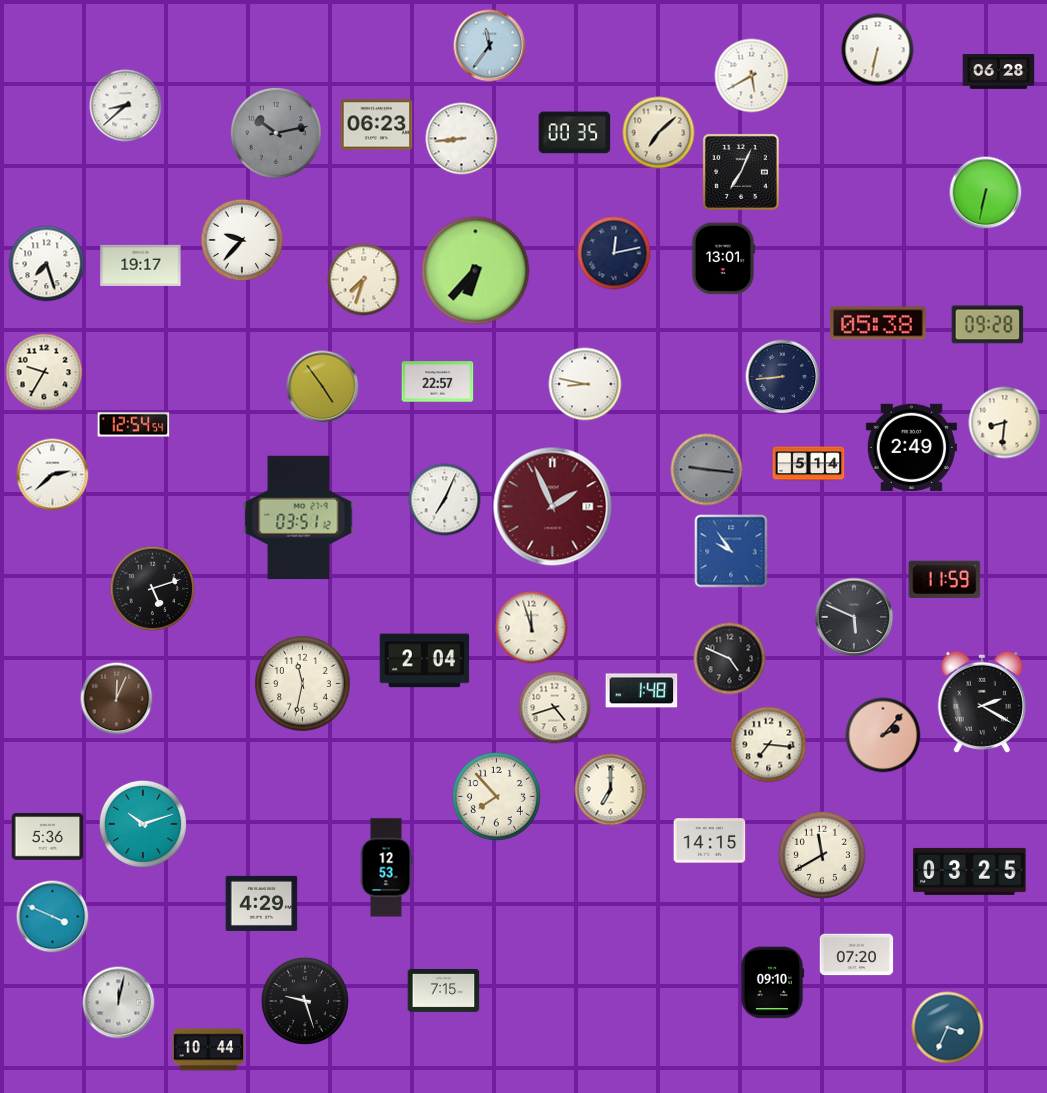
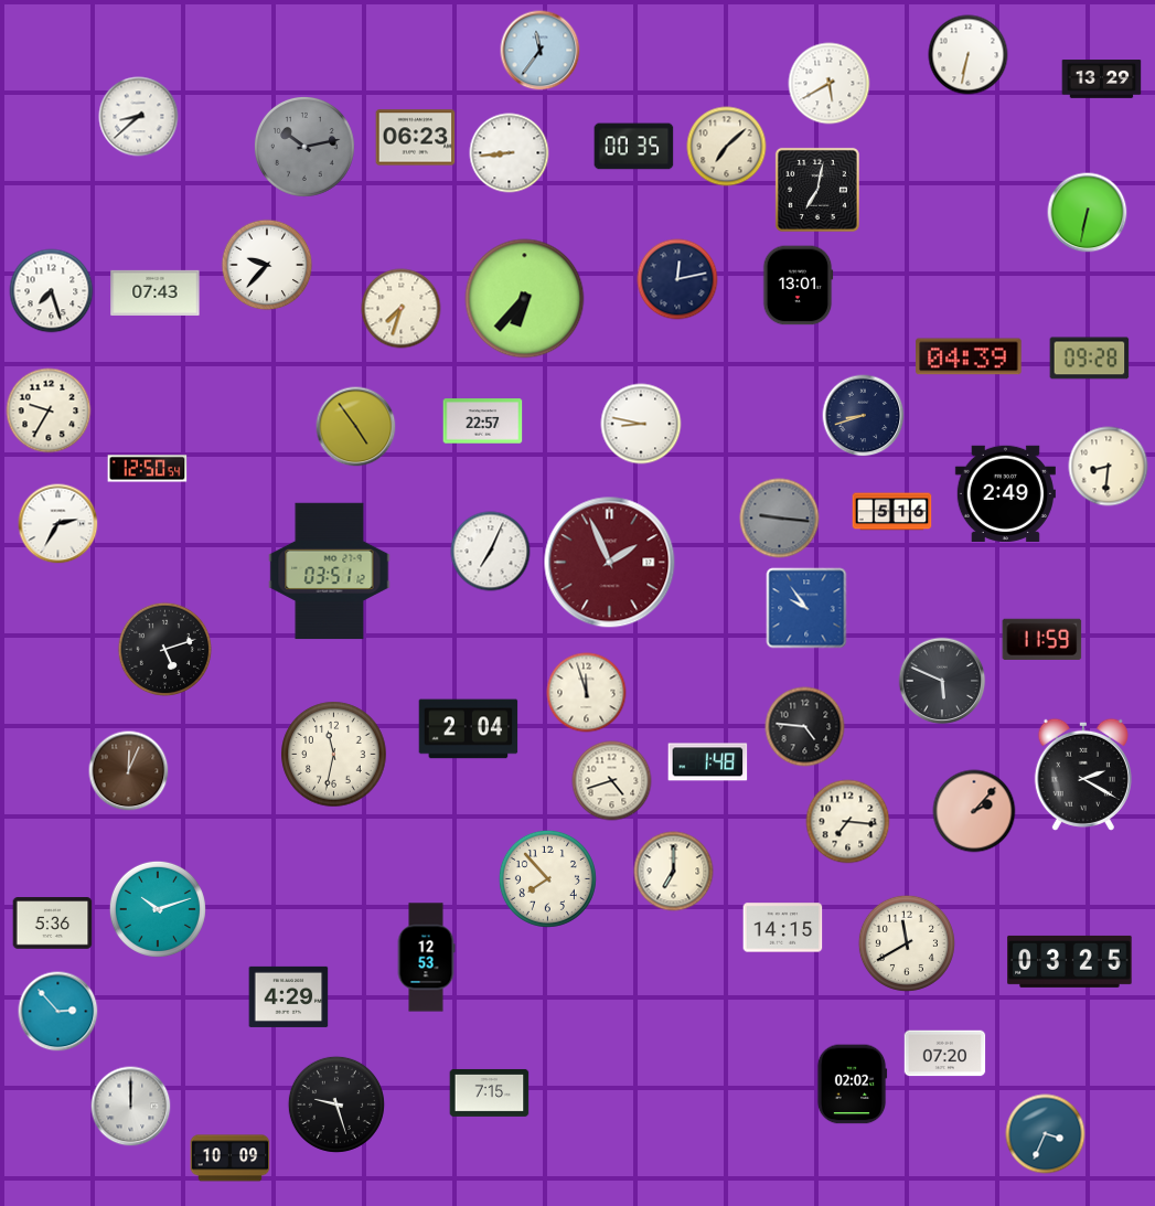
clock at (999, 72): 06:28 -> 13:29
clock at (741, 172): 7:04 -> 7:02
clock at (141, 265): 19:17 -> 07:43
clock at (878, 323): 05:38 -> 04:39
clock at (783, 377): 8:44 -> 8:42
clock at (585, 384) position: (585, 384) -> (641, 424)
clock at (134, 425): 12:54 -> 12:50
clock at (809, 464): 5:14 -> 5:16
clock at (53, 475): 2:38 -> 2:35
clock at (553, 507) position: (553, 507) -> (610, 563)
clock at (153, 589) position: (153, 589) -> (165, 650)
clock at (730, 659): 4:49 -> 4:46
clock at (53, 917): 3:49 -> 2:53
clock at (772, 983): 09:10 -> 02:02
clock at (119, 1003): 12:02 -> 12:00
clock at (209, 1050): 10:44 -> 10:09
